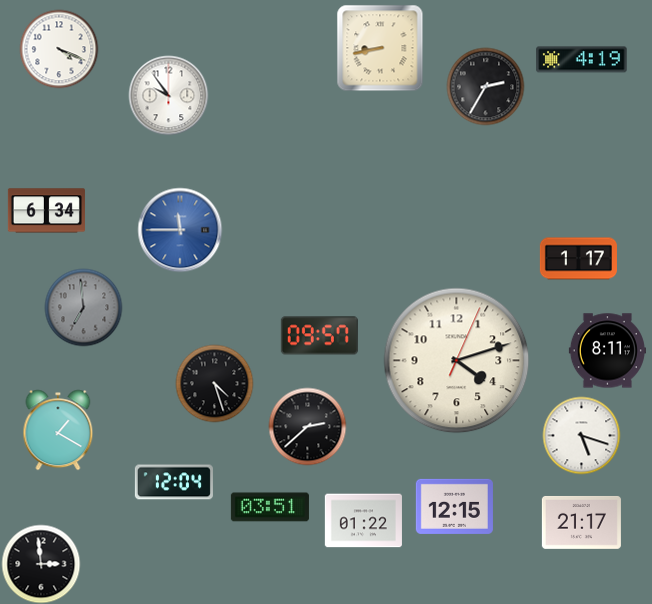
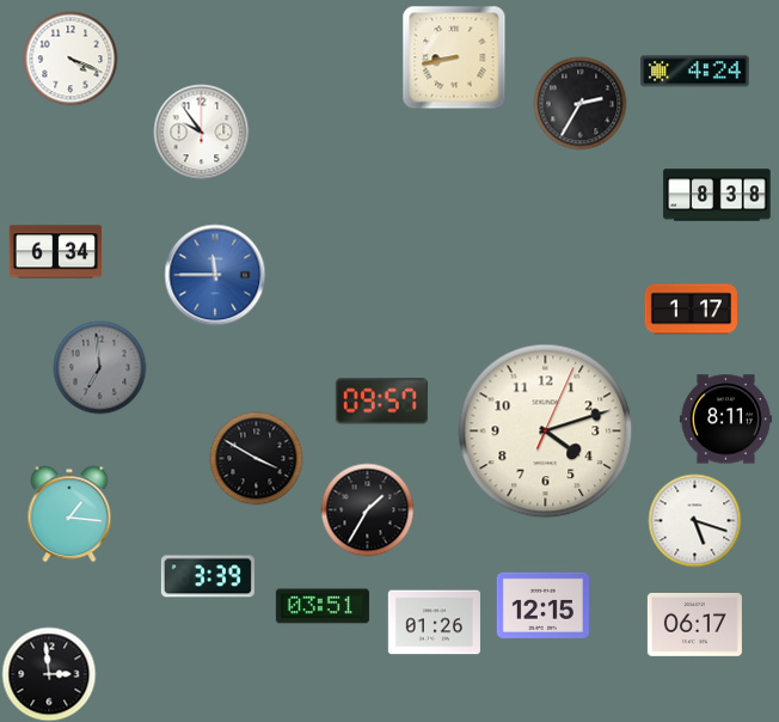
clock at (582, 60): 4:19 -> 4:24
clock at (168, 95) position: (168, 95) -> (201, 131)
clock at (717, 195): none -> 8:38
clock at (214, 383): 4:27 -> 3:50
clock at (307, 426): 2:38 -> 1:35
clock at (58, 430): 1:20 -> 1:16
clock at (174, 482): 12:04 -> 3:39
clock at (363, 521): 01:22 -> 01:26
clock at (581, 522): 21:17 -> 06:17
